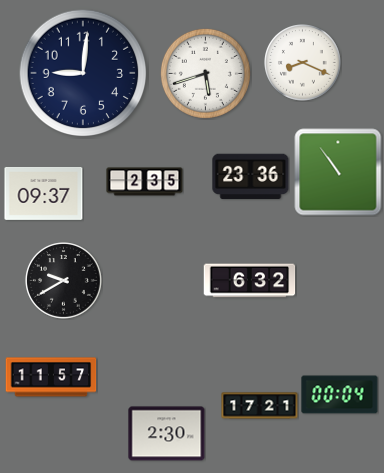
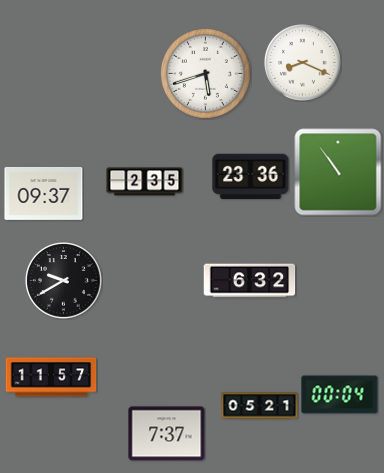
clock at (83, 73): 9:01 -> none
clock at (260, 406): 17:21 -> 05:21
clock at (167, 434): 2:30 -> 7:37
